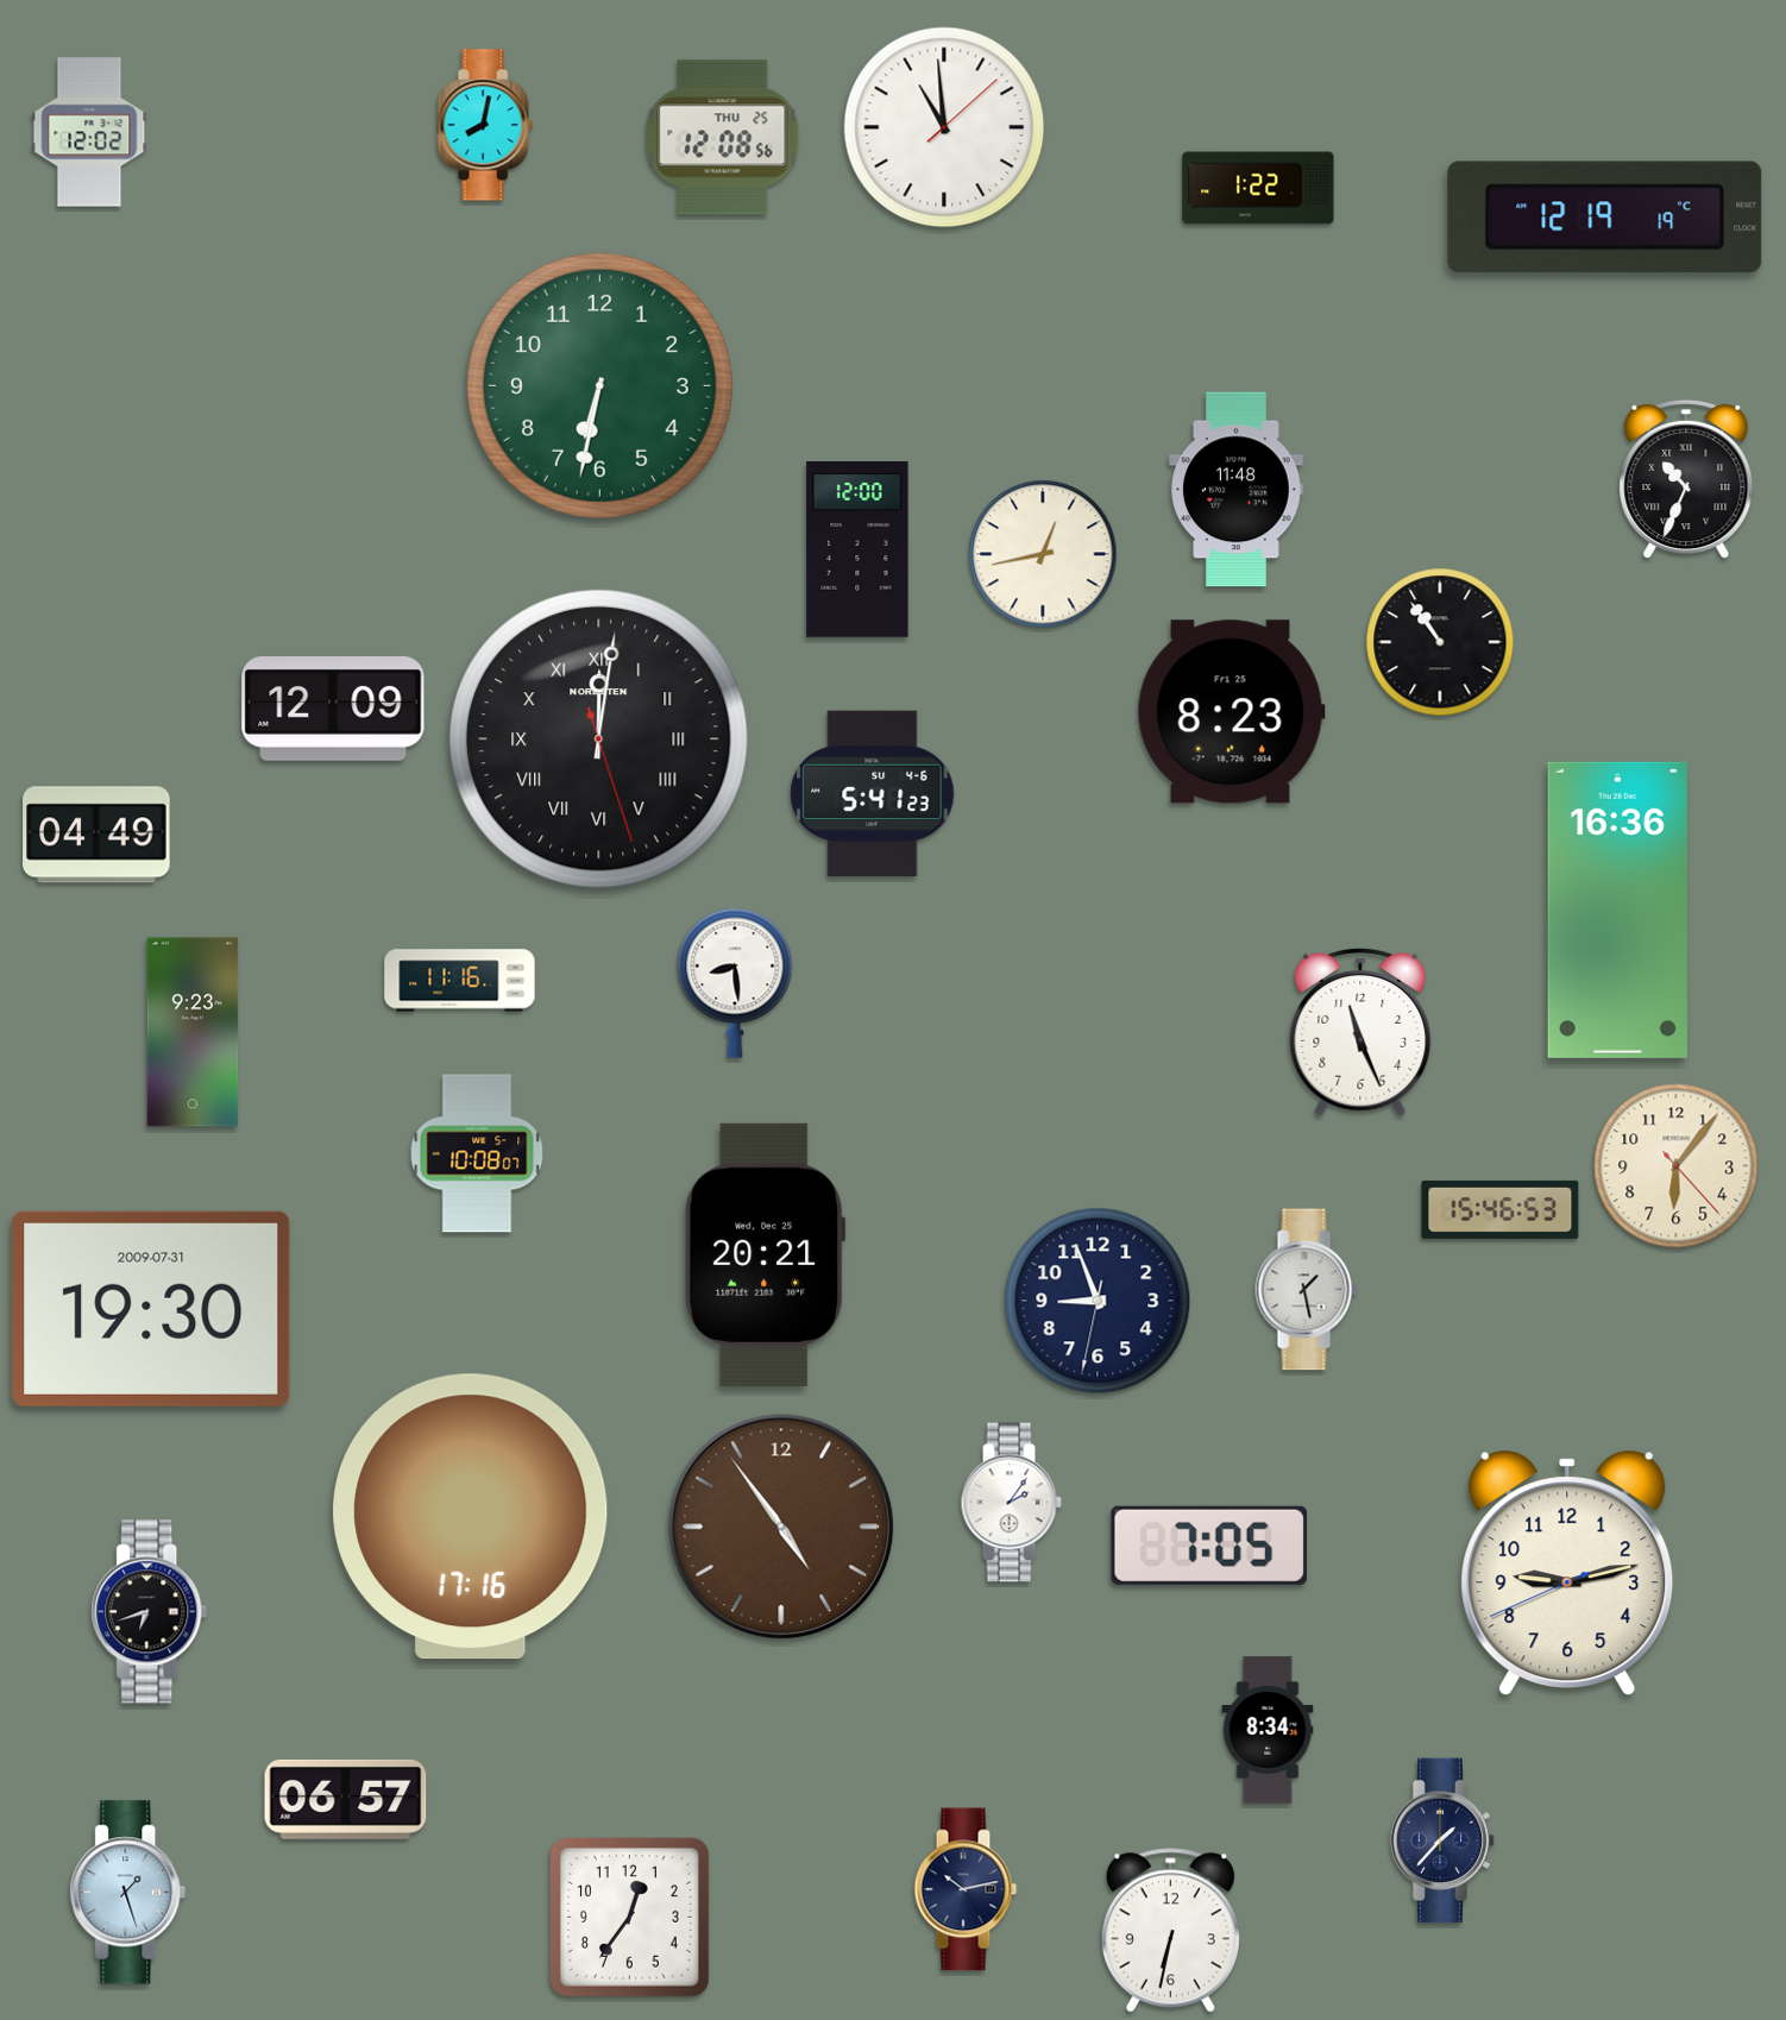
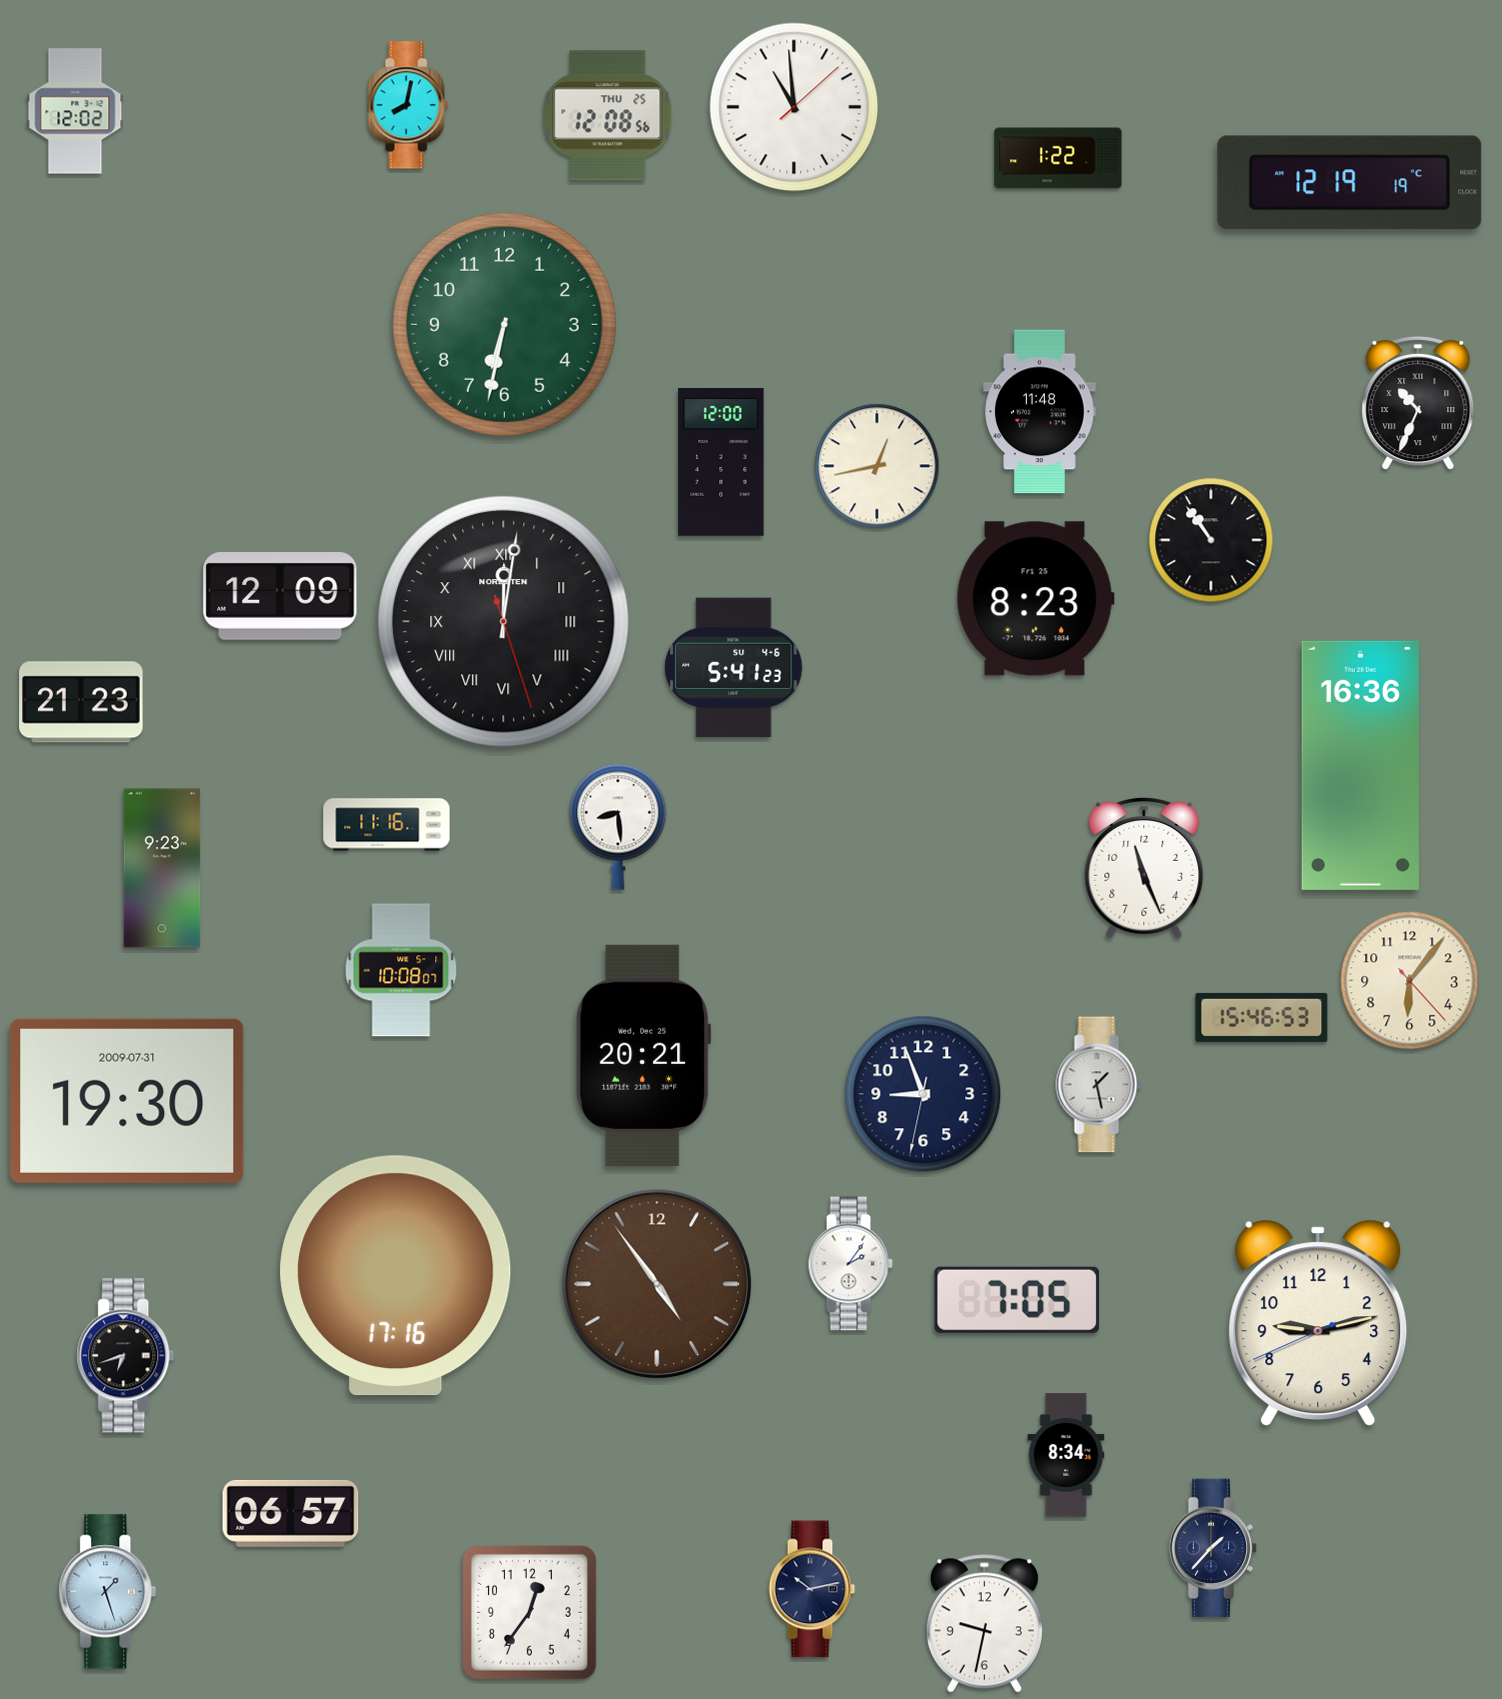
clock at (96, 835): 04:49 -> 21:23
clock at (1170, 1931): 6:32 -> 9:32
